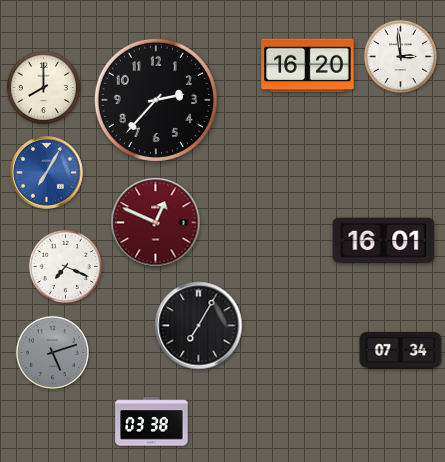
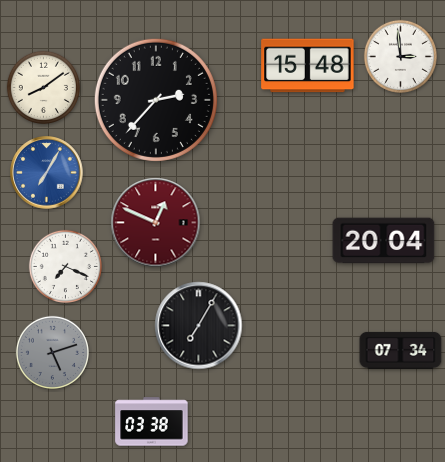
clock at (308, 66): 16:20 -> 15:48
clock at (43, 87): 8:00 -> 8:09
clock at (384, 241): 16:01 -> 20:04
